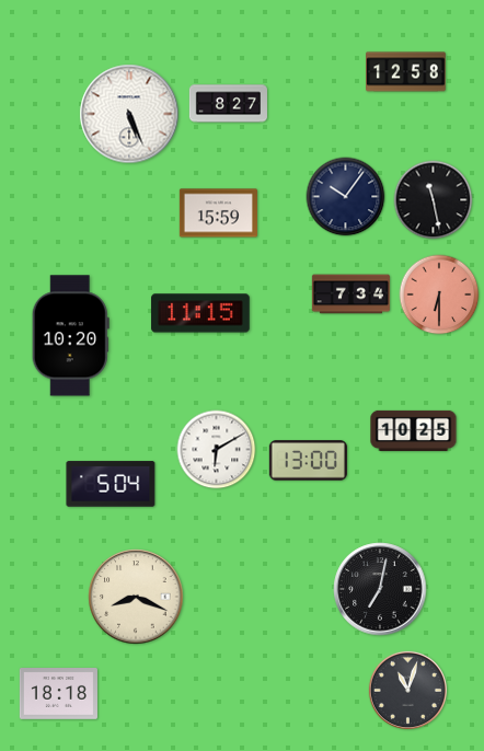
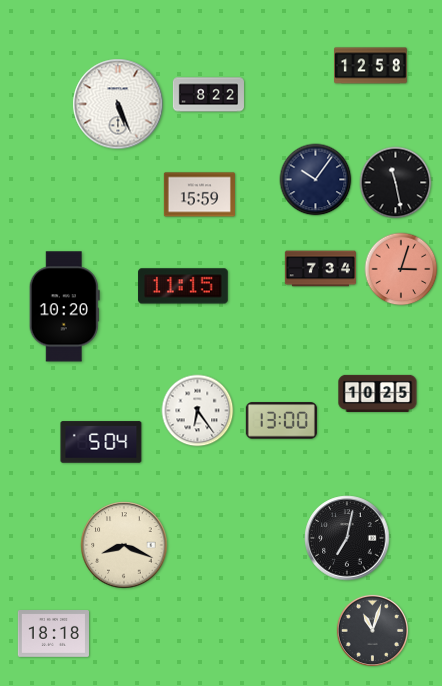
clock at (228, 104): 8:27 -> 8:22
clock at (439, 294): 6:30 -> 3:03
clock at (217, 450): 6:10 -> 6:24
